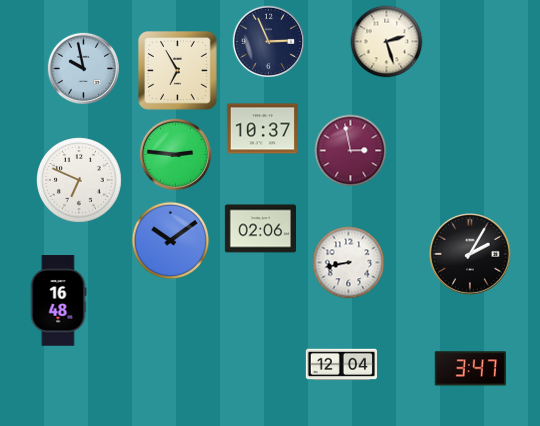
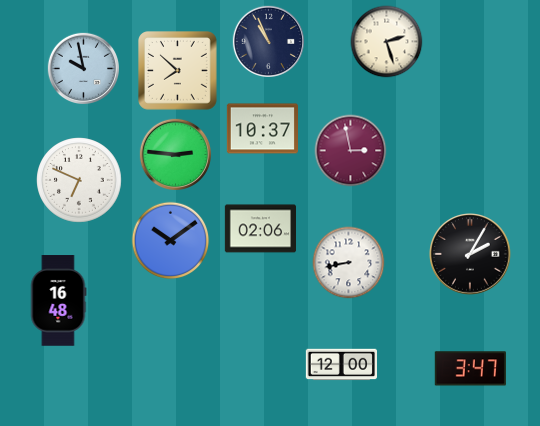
clock at (268, 41): 2:56 -> 10:56
clock at (178, 71): 6:55 -> 7:52
clock at (341, 365): 12:04 -> 12:00
